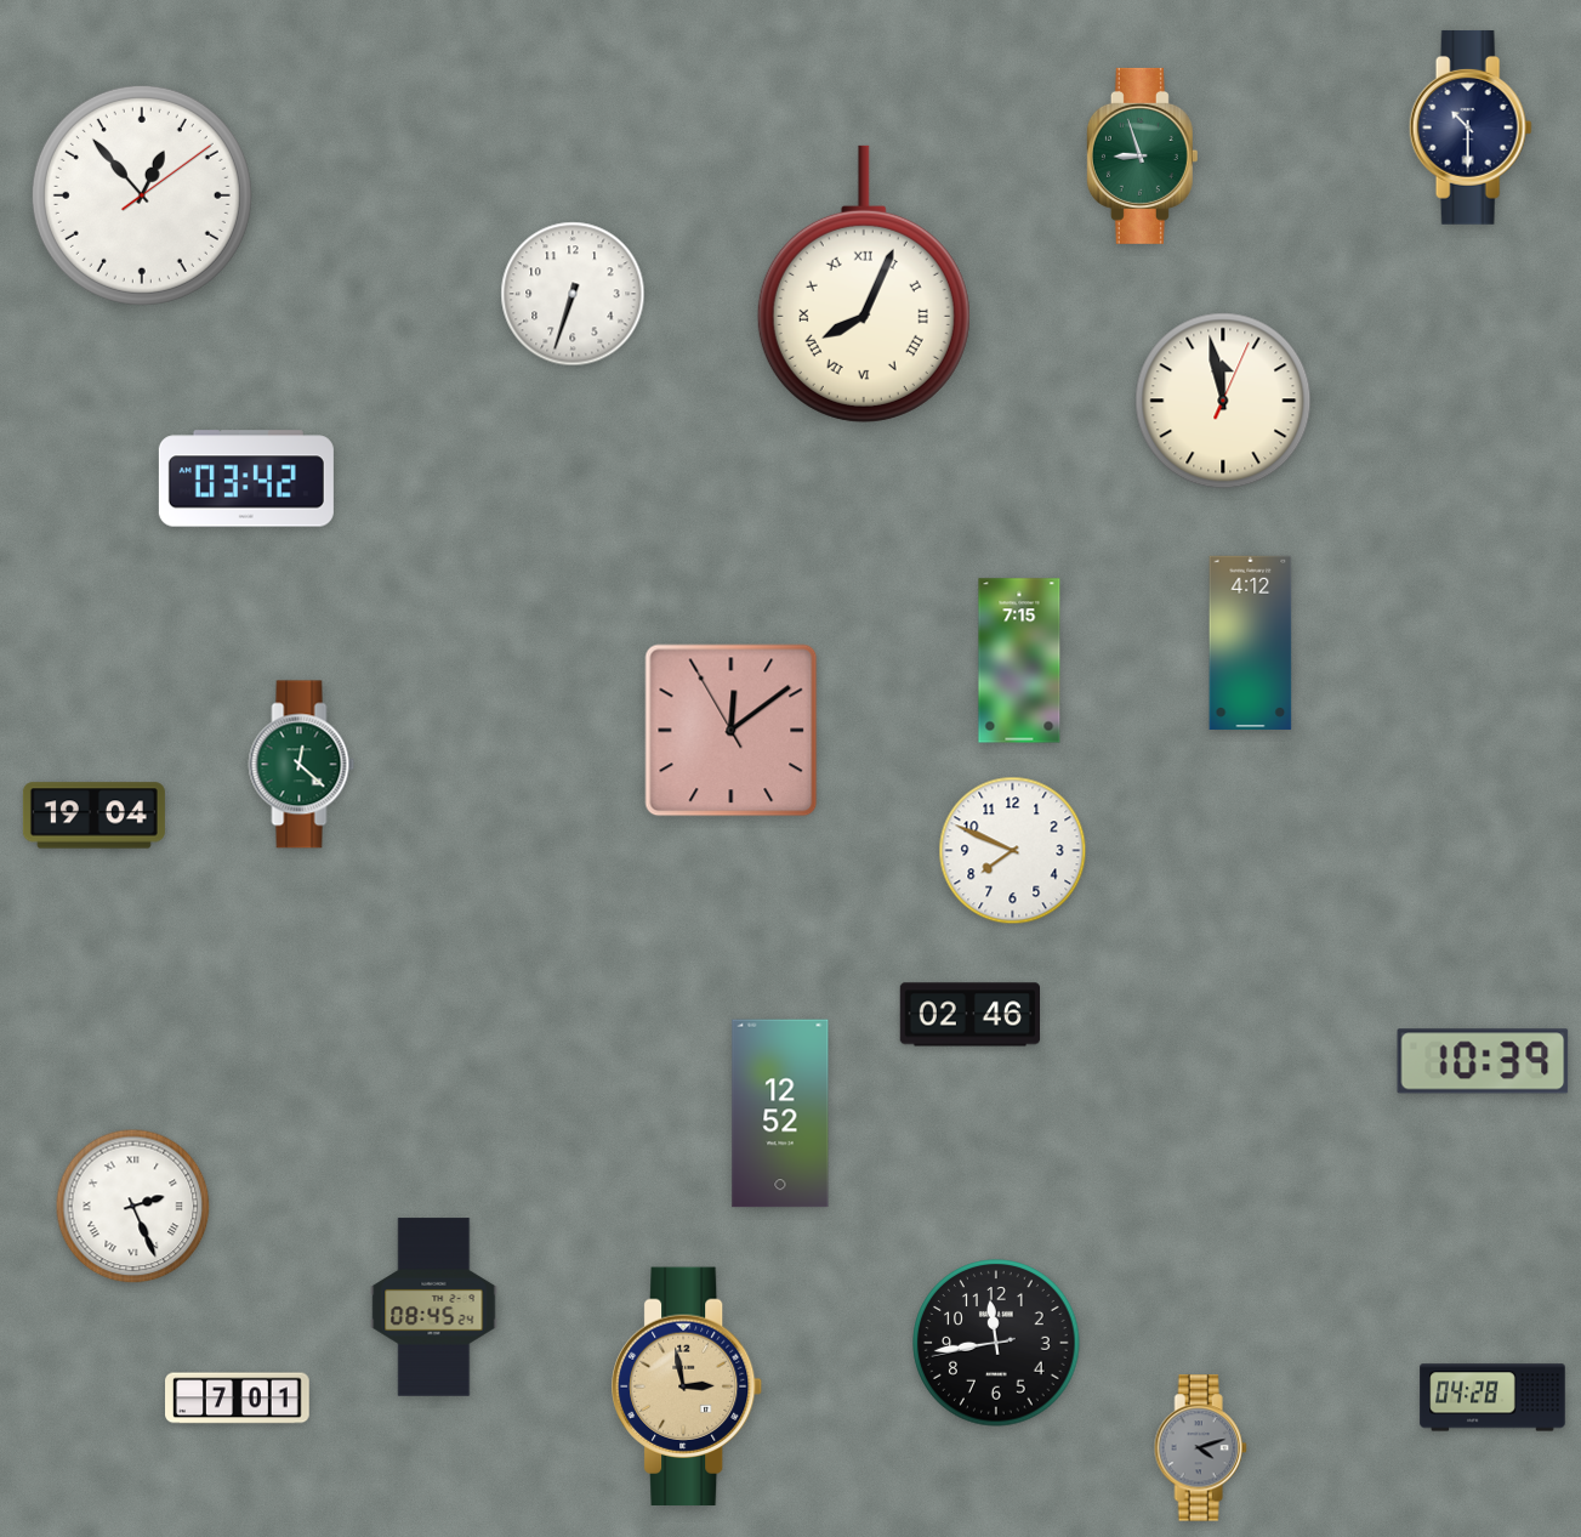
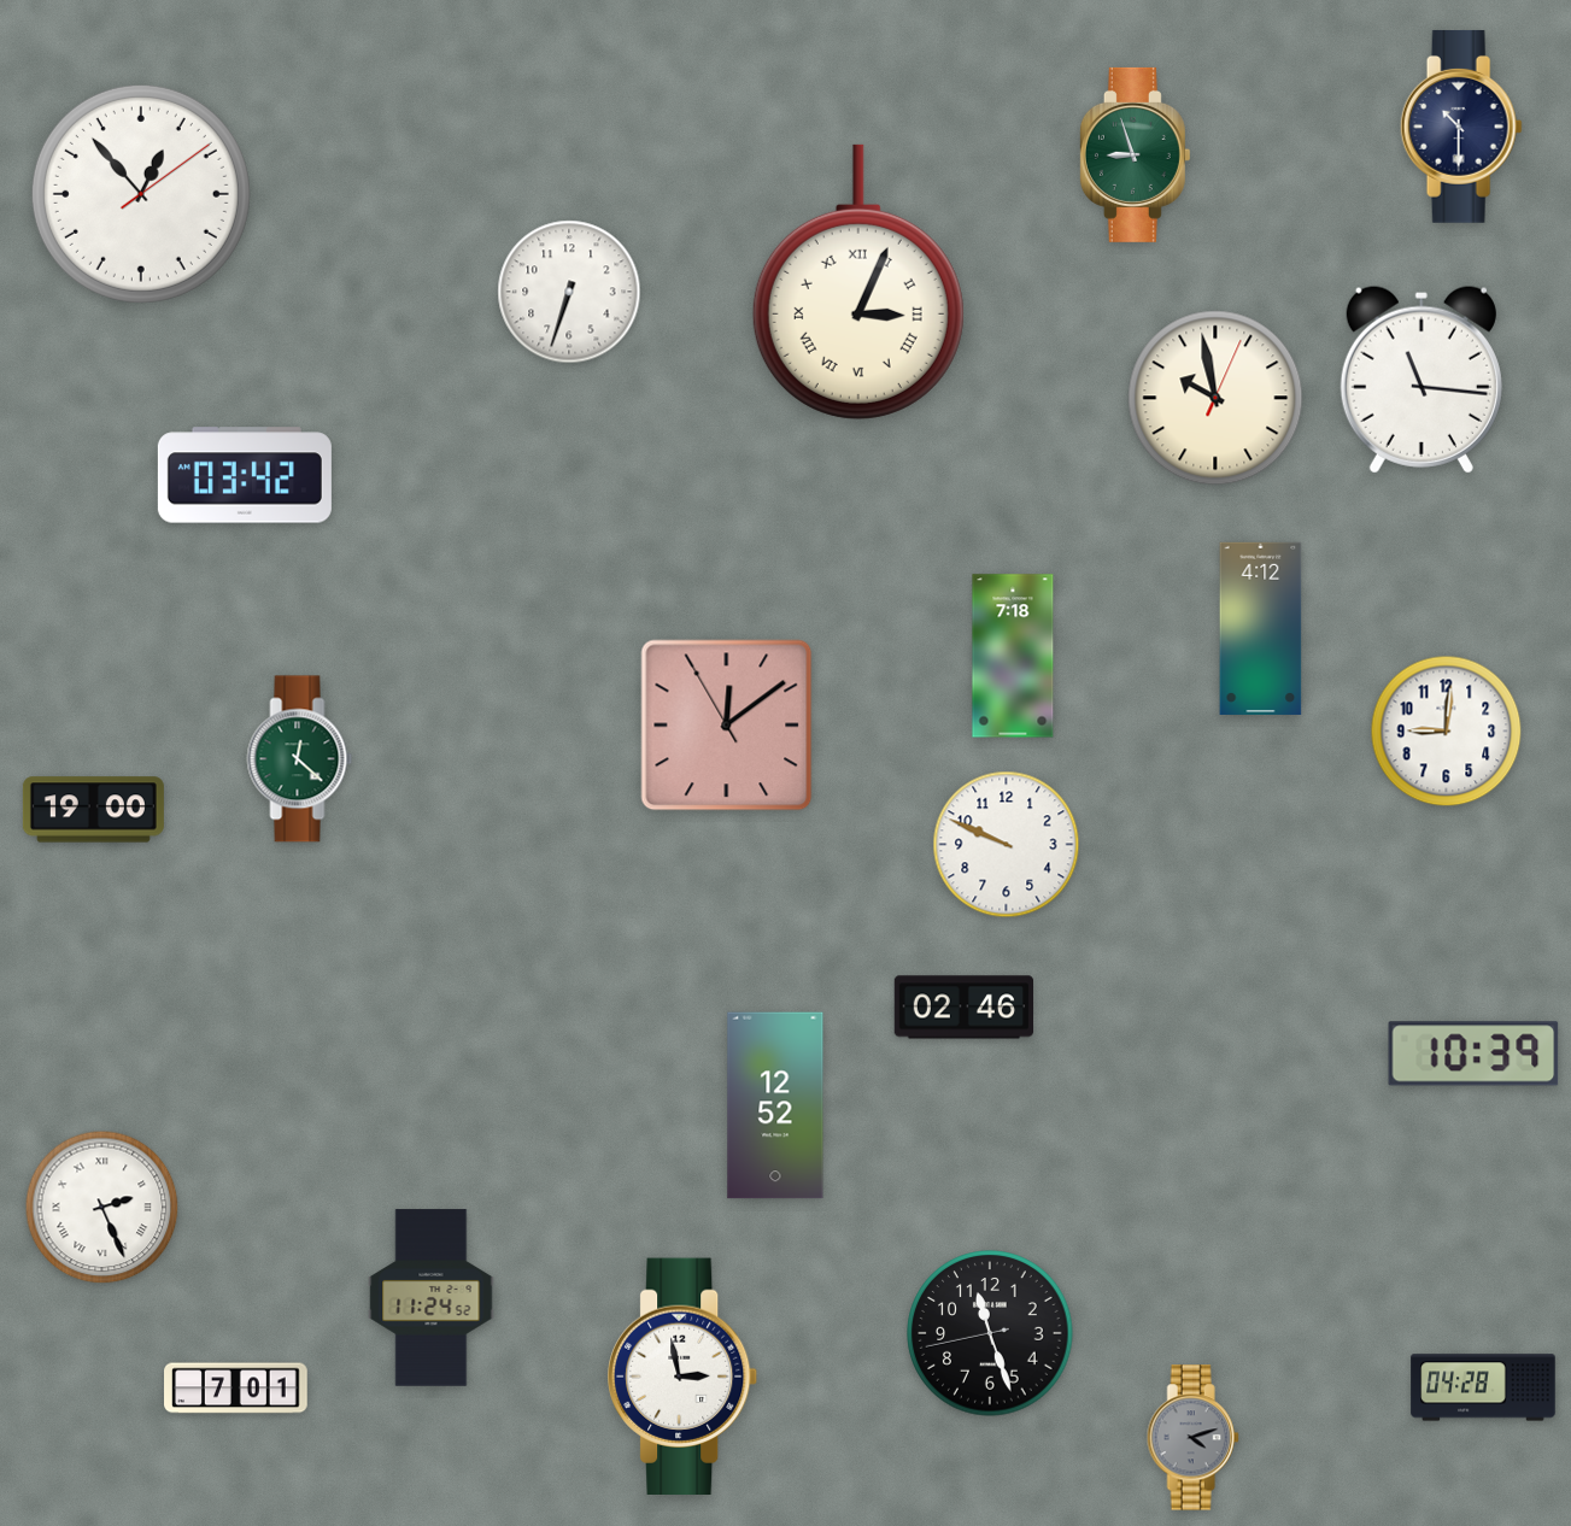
clock at (864, 284): 8:04 -> 3:04
clock at (1421, 380): none -> 11:16
clock at (1223, 401): 11:58 -> 9:58
clock at (1251, 642) position: (1251, 642) -> (1261, 628)
clock at (1019, 660): 7:15 -> 7:18
clock at (1447, 732): none -> 9:01
clock at (93, 816): 19:04 -> 19:00
clock at (1013, 851): 7:49 -> 9:49
clock at (133, 1207) position: (133, 1207) -> (102, 1208)
clock at (434, 1308): 08:45 -> 11:24
clock at (996, 1343): 11:43 -> 11:26
clock at (688, 1385) dial: champagne -> white
